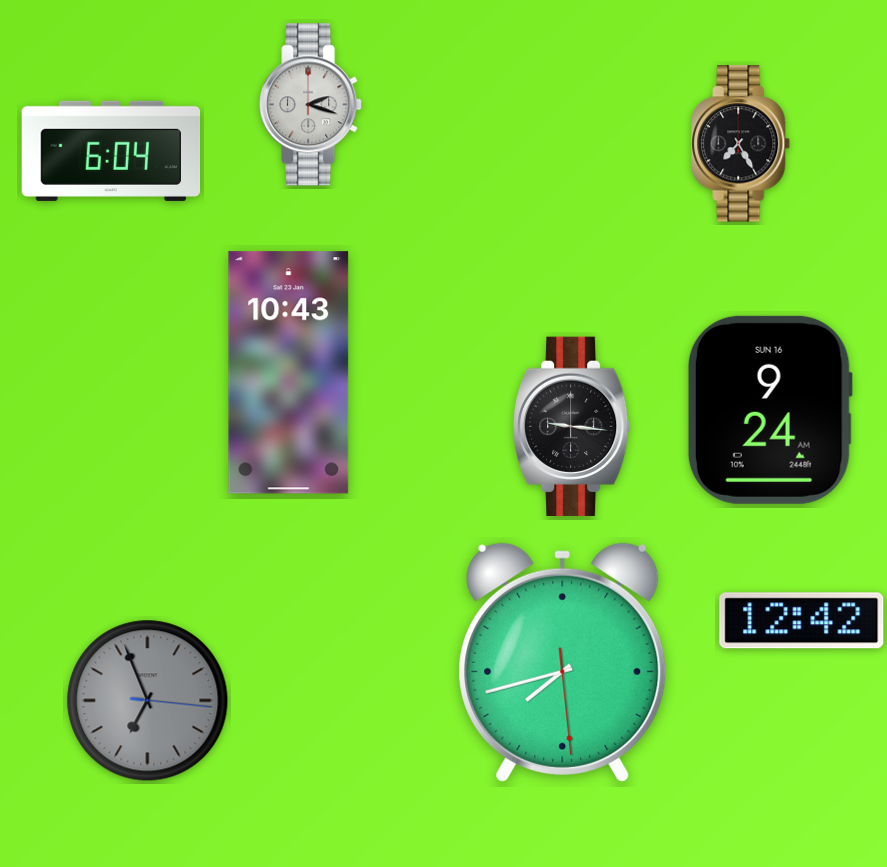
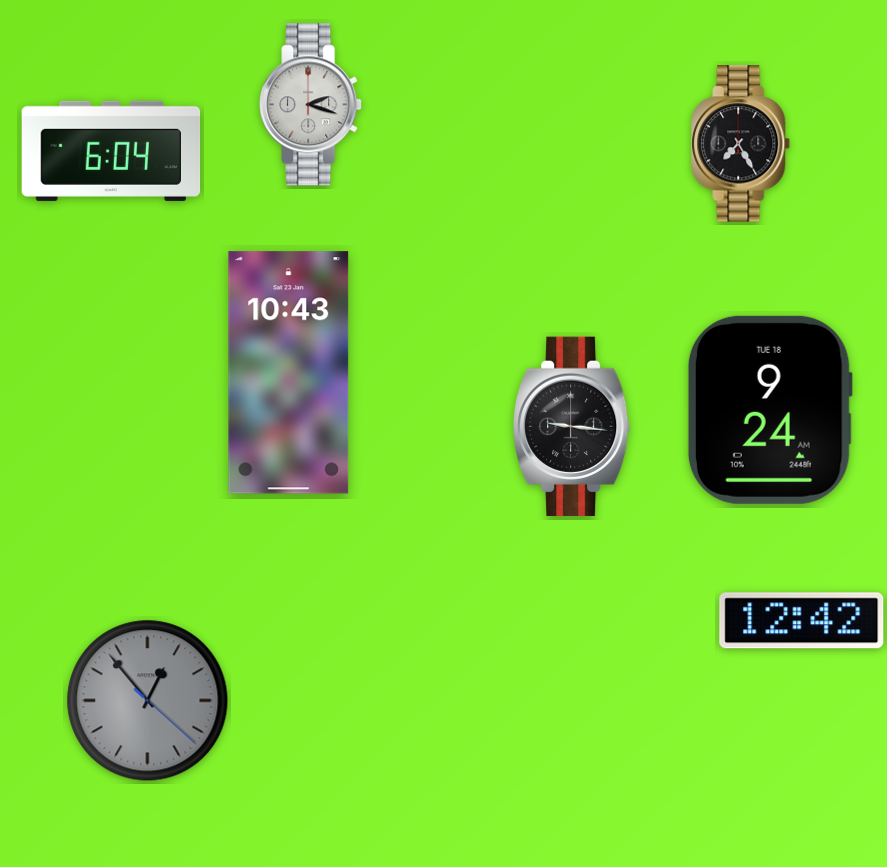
clock at (770, 410) date: SUN 16 -> TUE 18
clock at (563, 662): 7:42 -> none
clock at (148, 701): 6:56 -> 12:53
